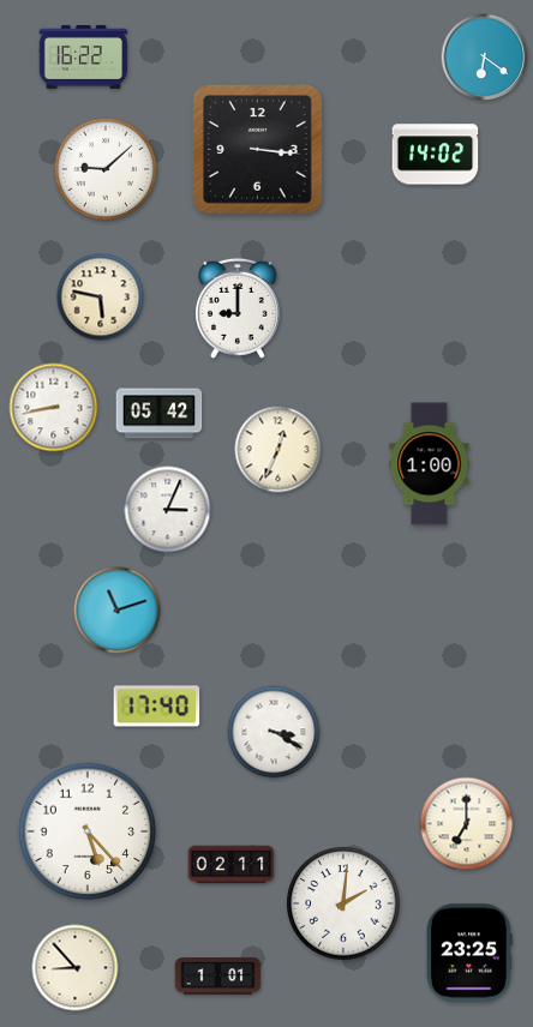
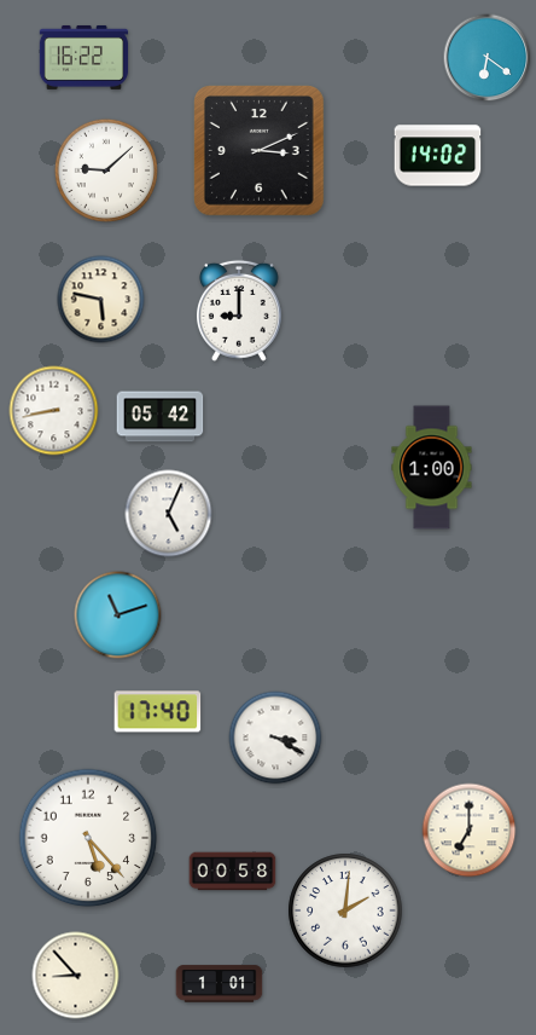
clock at (258, 150): 3:16 -> 3:11
clock at (279, 450): 12:34 -> none
clock at (168, 510): 3:04 -> 5:04
clock at (232, 865): 02:11 -> 00:58
clock at (469, 953): 23:25 -> none
